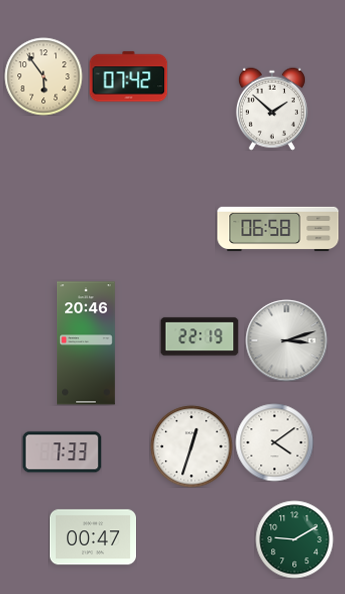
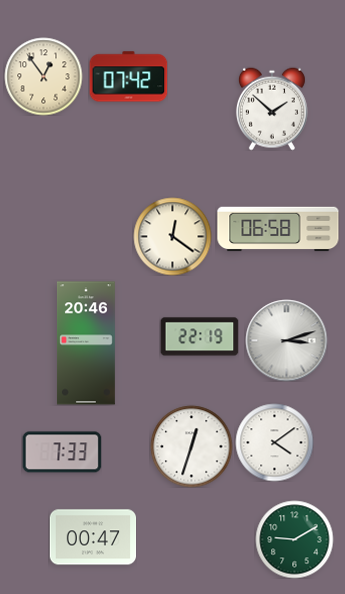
clock at (43, 76): 5:54 -> 12:54
clock at (172, 236): none -> 12:21
